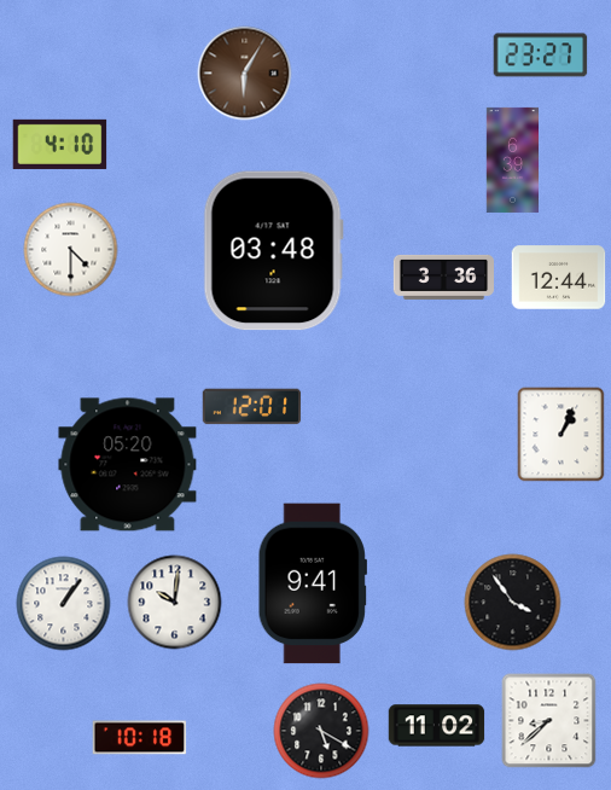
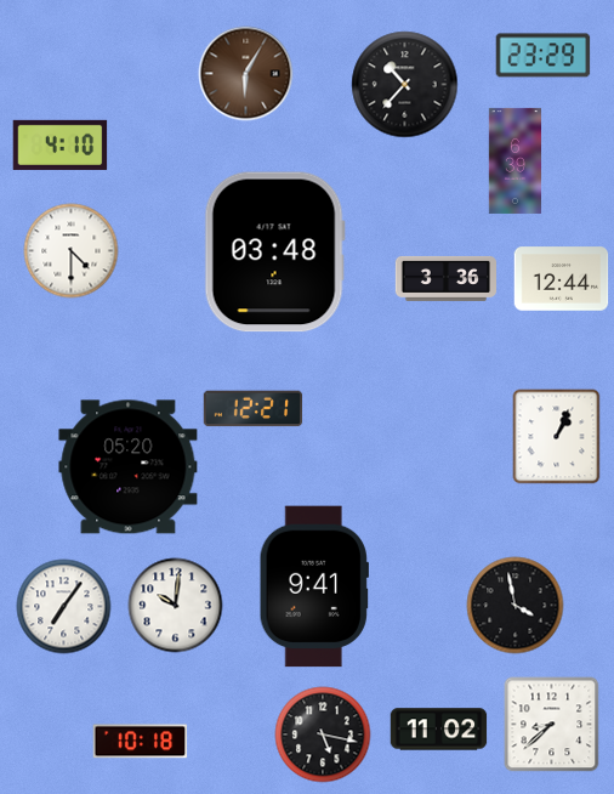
clock at (540, 56): 23:27 -> 23:29
clock at (404, 84): none -> 10:37
clock at (251, 407): 12:01 -> 12:21
clock at (561, 434) position: (561, 434) -> (557, 436)
clock at (512, 602): 3:54 -> 3:58
clock at (63, 603): 1:06 -> 7:06
clock at (321, 731): 5:20 -> 5:17
